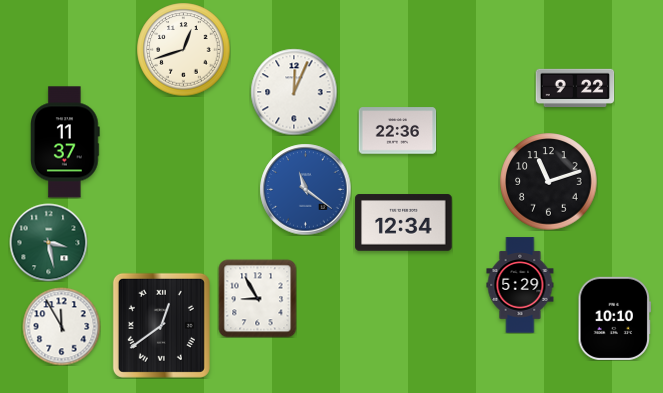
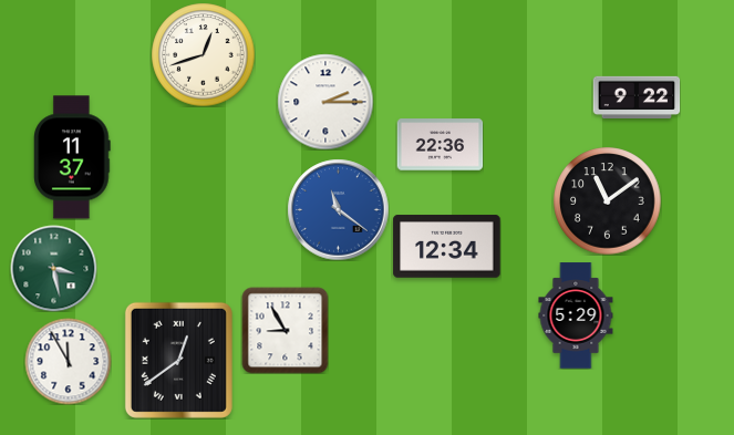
clock at (294, 92): 12:04 -> 2:15
clock at (549, 182): 11:12 -> 11:09
clock at (614, 318): 10:10 -> none
